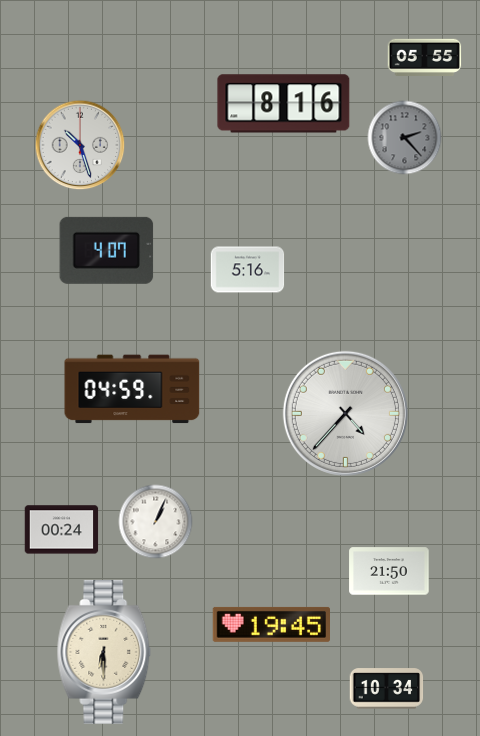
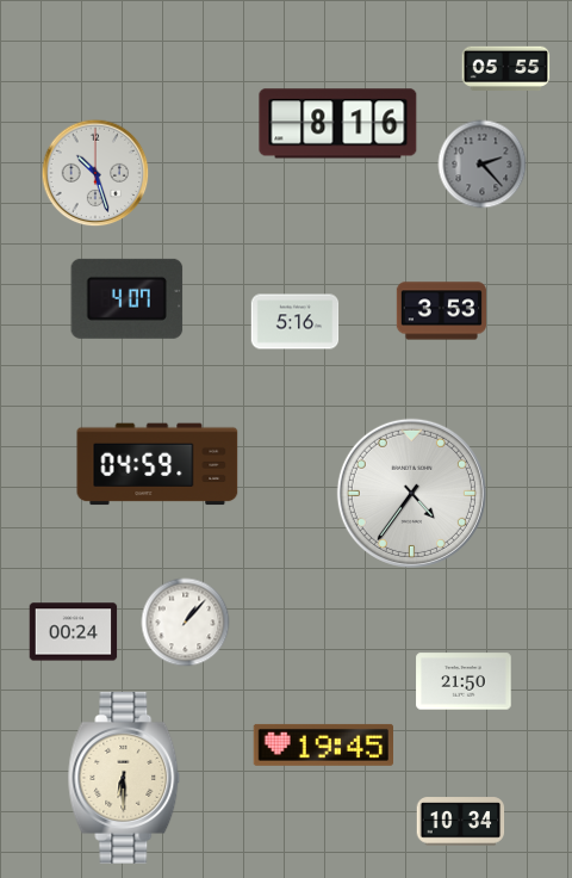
clock at (441, 311): none -> 3:53
clock at (345, 413): 4:37 -> 4:36
clock at (156, 522): 1:04 -> 1:07
